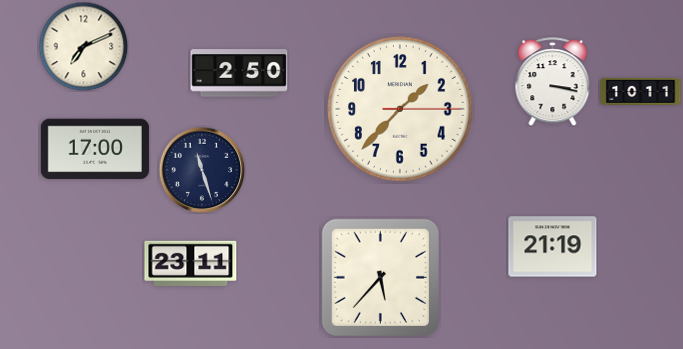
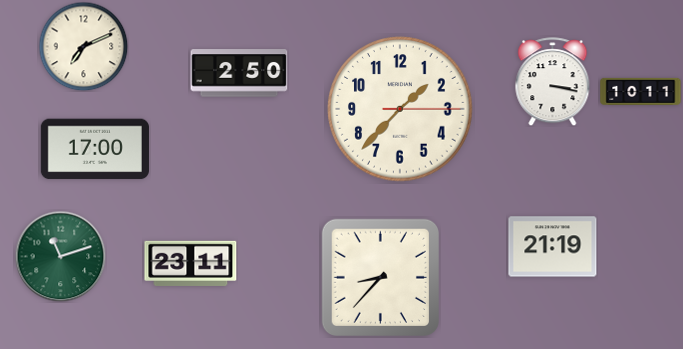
clock at (202, 170): 11:27 -> none
clock at (60, 256): none -> 11:12
clock at (380, 277): 5:37 -> 8:37
